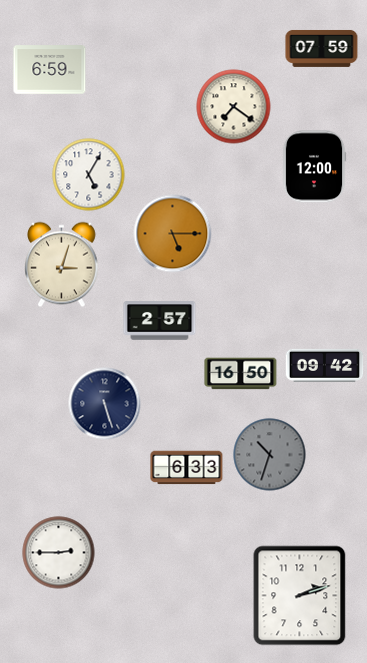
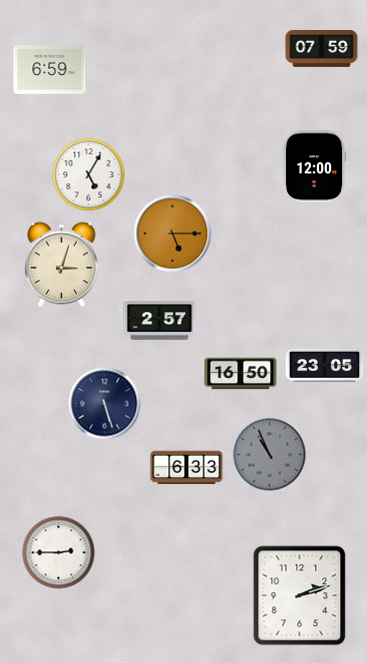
clock at (234, 107): 7:21 -> none
clock at (325, 365): 09:42 -> 23:05
clock at (270, 455): 10:33 -> 10:56
